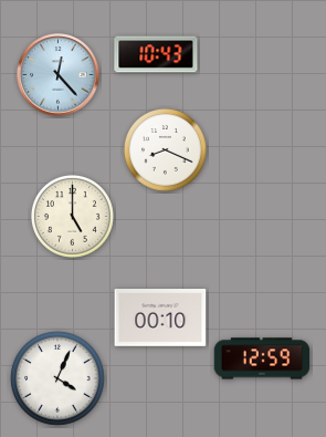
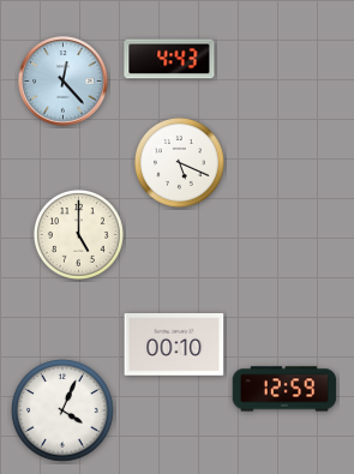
clock at (156, 54): 10:43 -> 4:43
clock at (165, 149): 8:19 -> 5:19
